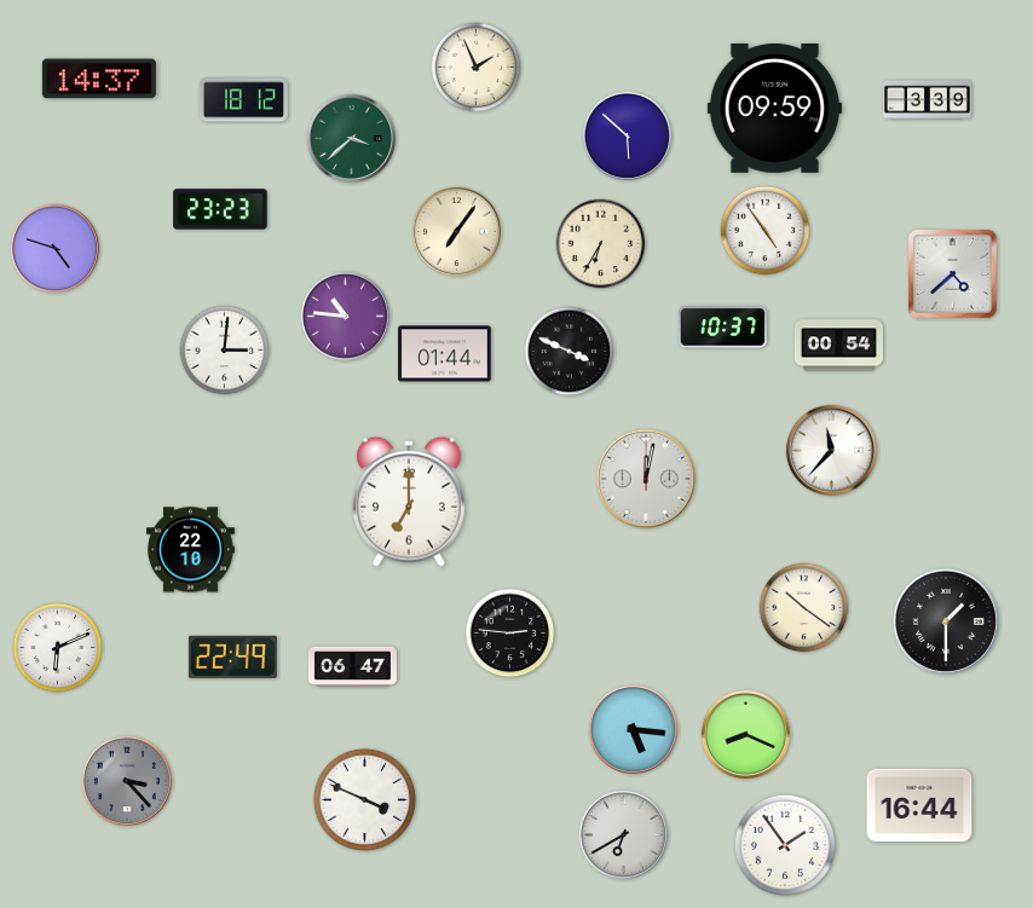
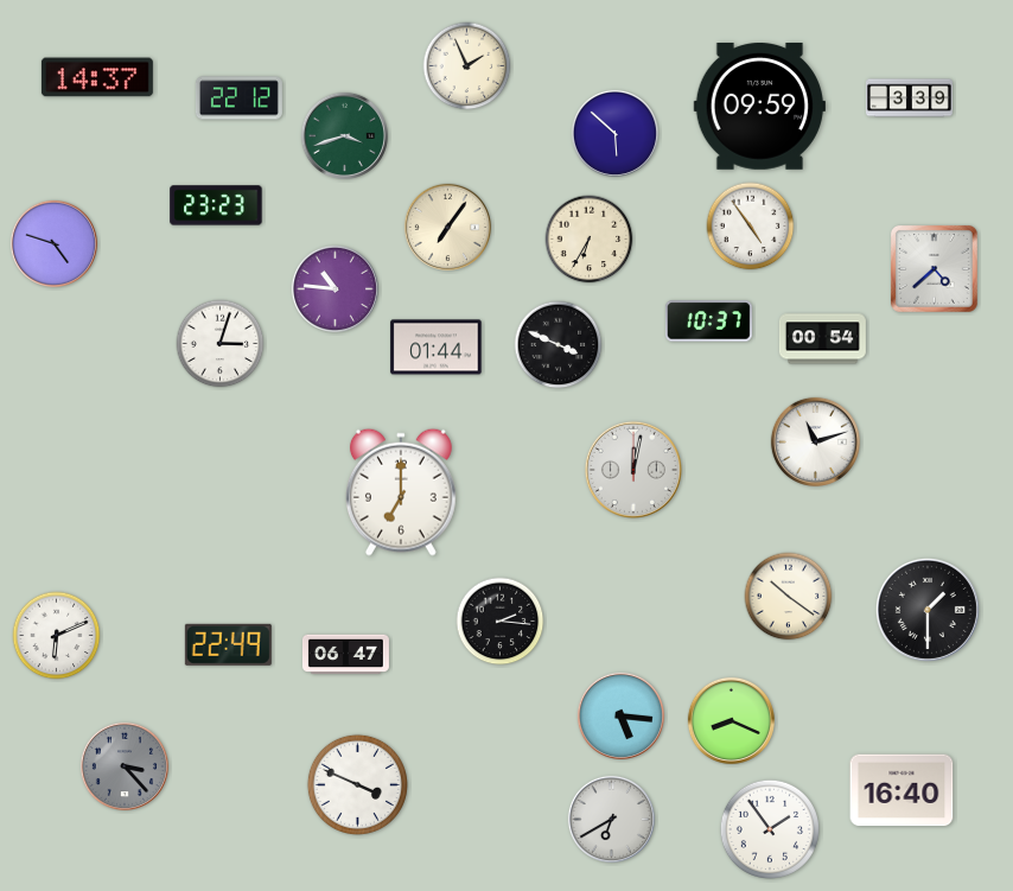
clock at (243, 100): 18:12 -> 22:12
clock at (351, 138): 3:38 -> 3:42
clock at (345, 316) position: (345, 316) -> (335, 288)
clock at (225, 351): 3:01 -> 3:03
clock at (831, 450): 11:37 -> 11:12
clock at (190, 550): 22:10 -> none
clock at (510, 634): 2:46 -> 2:16
clock at (919, 805): 16:44 -> 16:40
